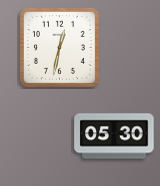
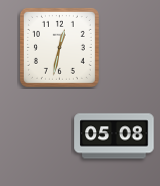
clock at (114, 136): 05:30 -> 05:08
